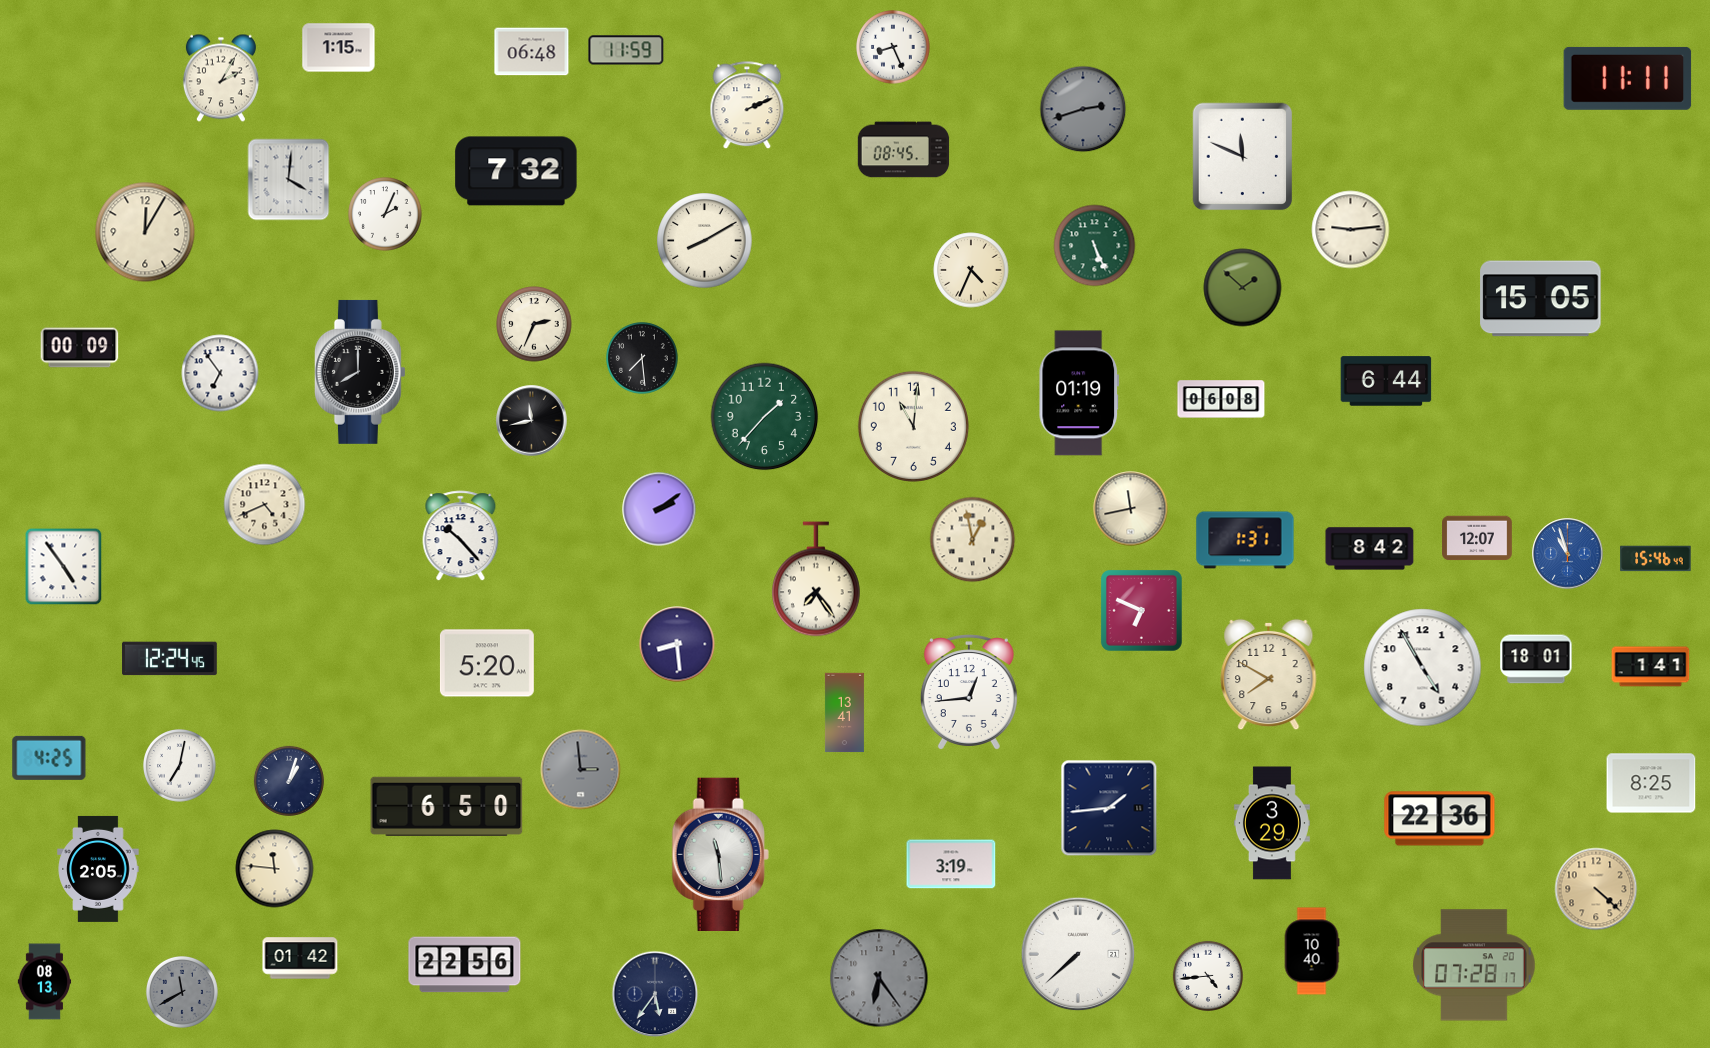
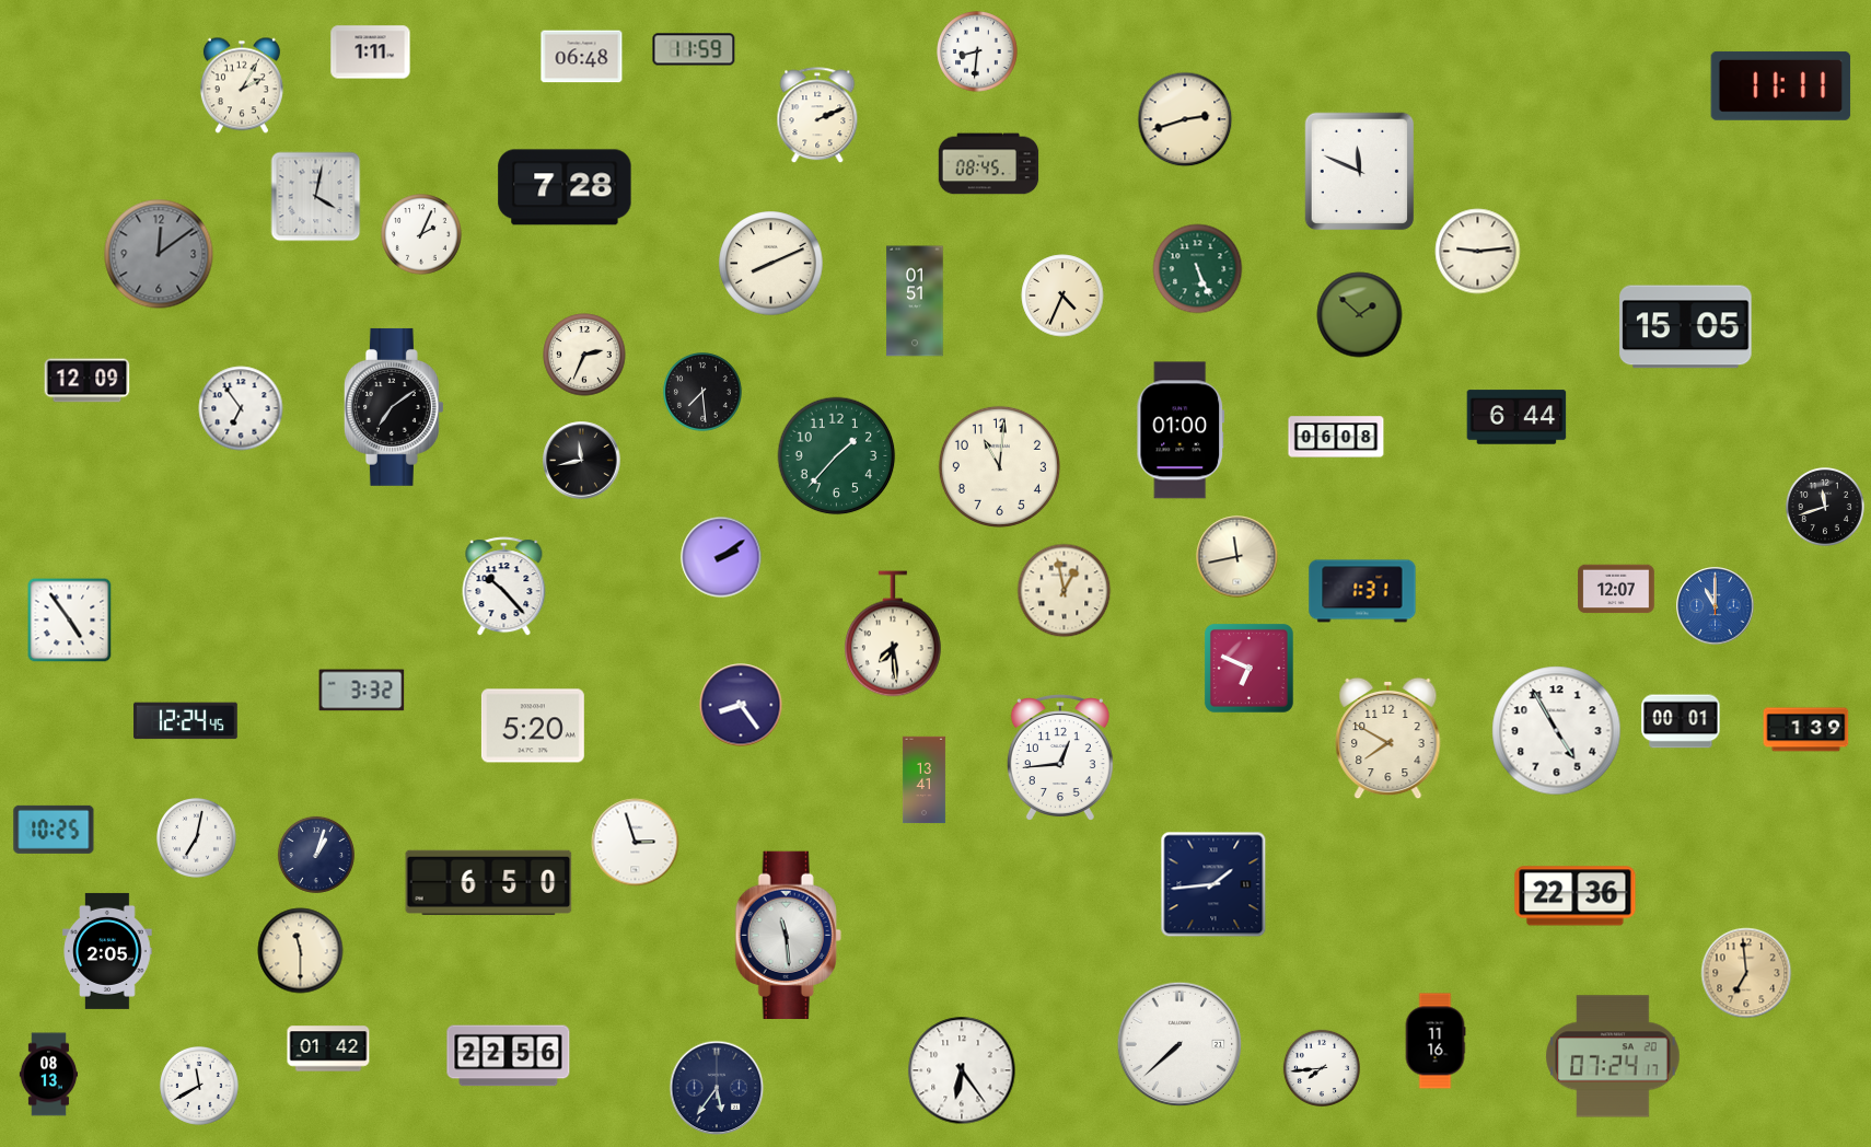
clock at (893, 47): 8:26 -> 8:31
clock at (339, 48): 1:15 -> 1:11
clock at (626, 50) position: (626, 50) -> (694, 49)
clock at (1083, 109) dial: grey -> cream
clock at (516, 171): 7:32 -> 7:28
clock at (289, 180): 4:01 -> 4:02
clock at (145, 232): 12:05 -> 12:09
clock at (145, 232) dial: cream -> grey
clock at (705, 241): 8:10 -> 8:11
clock at (915, 301): none -> 01:51
clock at (80, 348): 00:09 -> 12:09
clock at (360, 372): 8:00 -> 7:09
clock at (1079, 393): 01:19 -> 01:00
clock at (1825, 507): none -> 11:42
clock at (265, 505): 4:41 -> none
clock at (1370, 549): 8:42 -> none
clock at (1568, 554): 10:57 -> 11:00
clock at (1656, 559): 15:46 -> none
clock at (817, 579): 7:24 -> 7:29
clock at (362, 691): none -> 3:32
clock at (677, 644): 8:29 -> 8:24
clock at (1536, 659): 18:01 -> 00:01
clock at (1651, 667): 1:41 -> 1:39
clock at (49, 758): 4:25 -> 10:25
clock at (581, 770): 2:59 -> 2:57
clock at (581, 770) dial: grey -> white
clock at (1651, 783): 8:25 -> none
clock at (1272, 823): 3:29 -> none
clock at (951, 864): 3:19 -> none
clock at (275, 869): 11:46 -> 11:30
clock at (1596, 889): 4:22 -> 6:59
clock at (1312, 951): 10:40 -> 11:16
clock at (1474, 965): 07:28 -> 07:24
clock at (1208, 976): 4:44 -> 7:44
clock at (879, 978) dial: grey -> white
clock at (182, 992) dial: grey -> white
